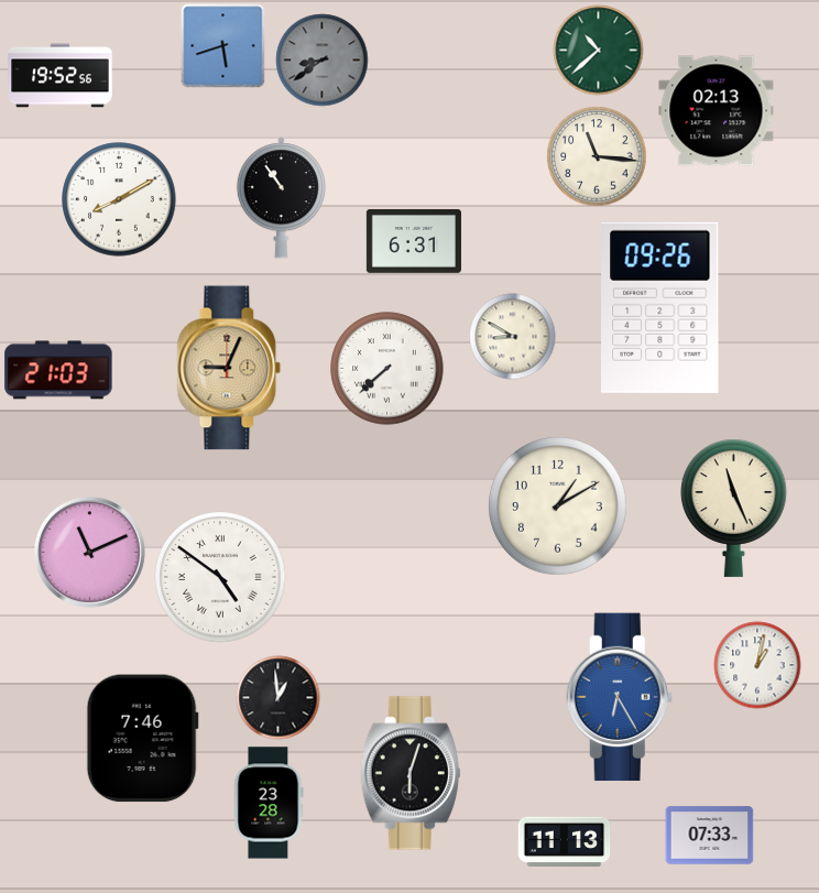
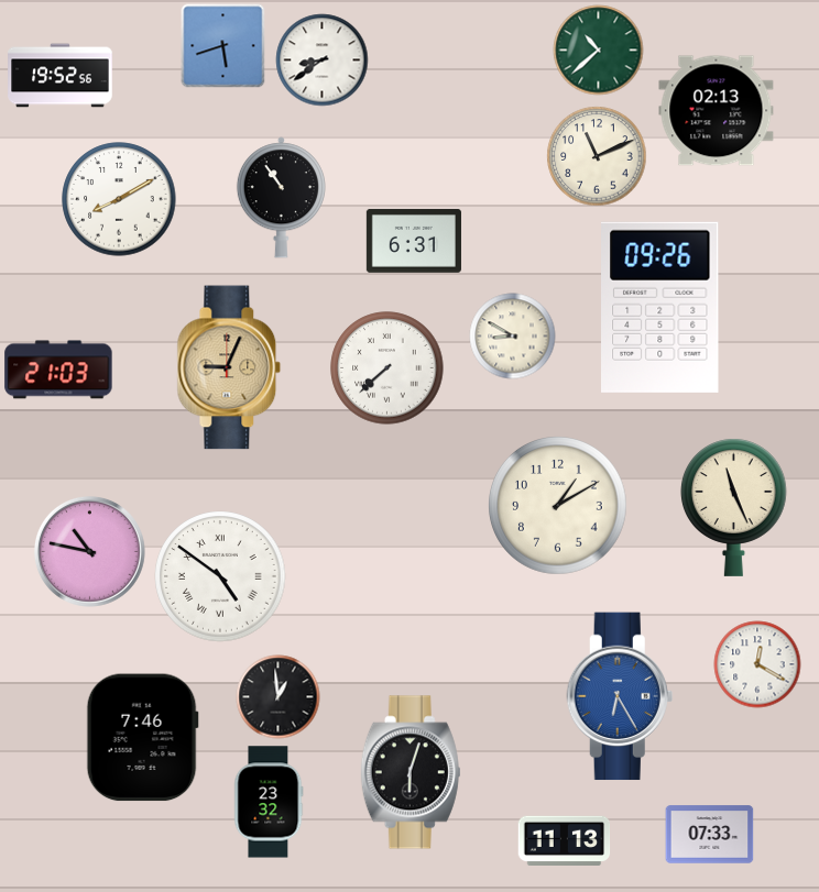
clock at (323, 61) dial: grey -> white
clock at (597, 156): 11:16 -> 11:11
clock at (89, 552): 11:11 -> 10:47
clock at (757, 665): 1:02 -> 12:20
clock at (269, 803): 23:28 -> 23:32
